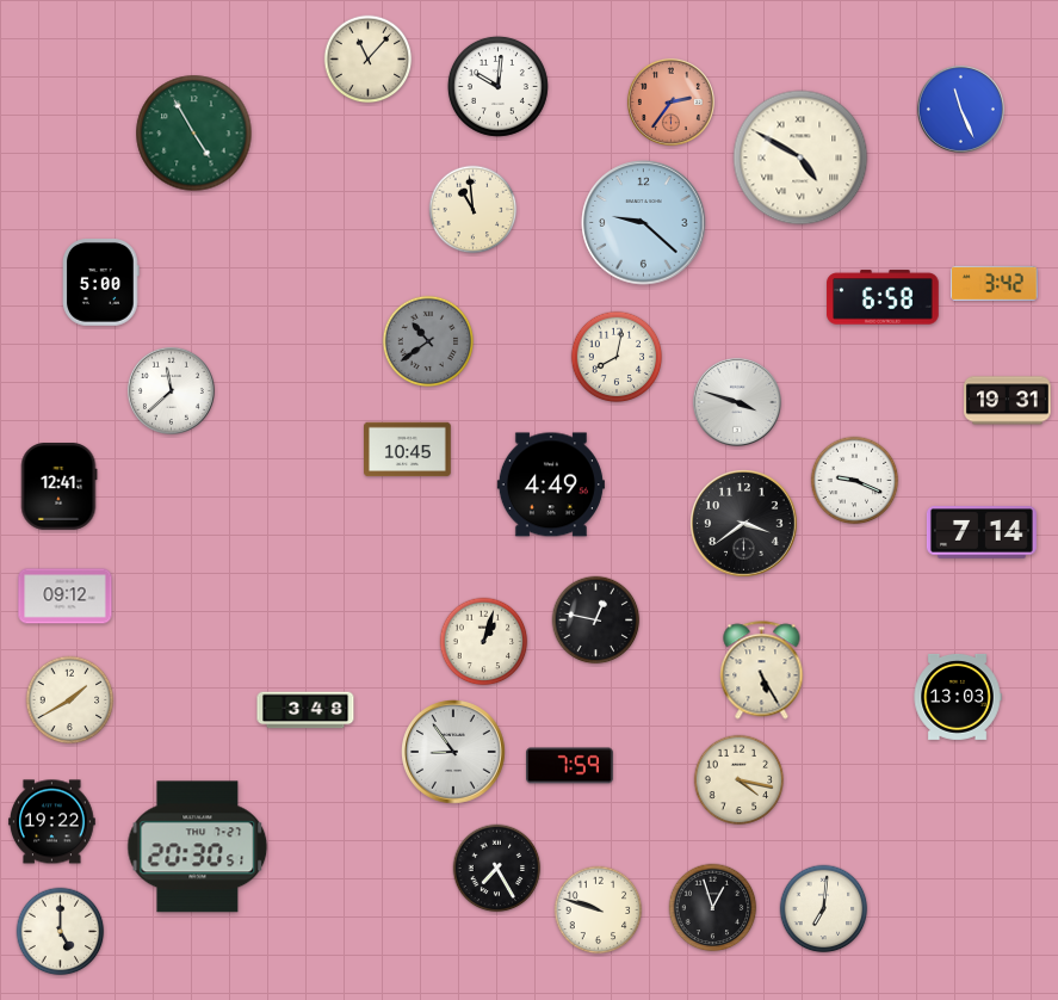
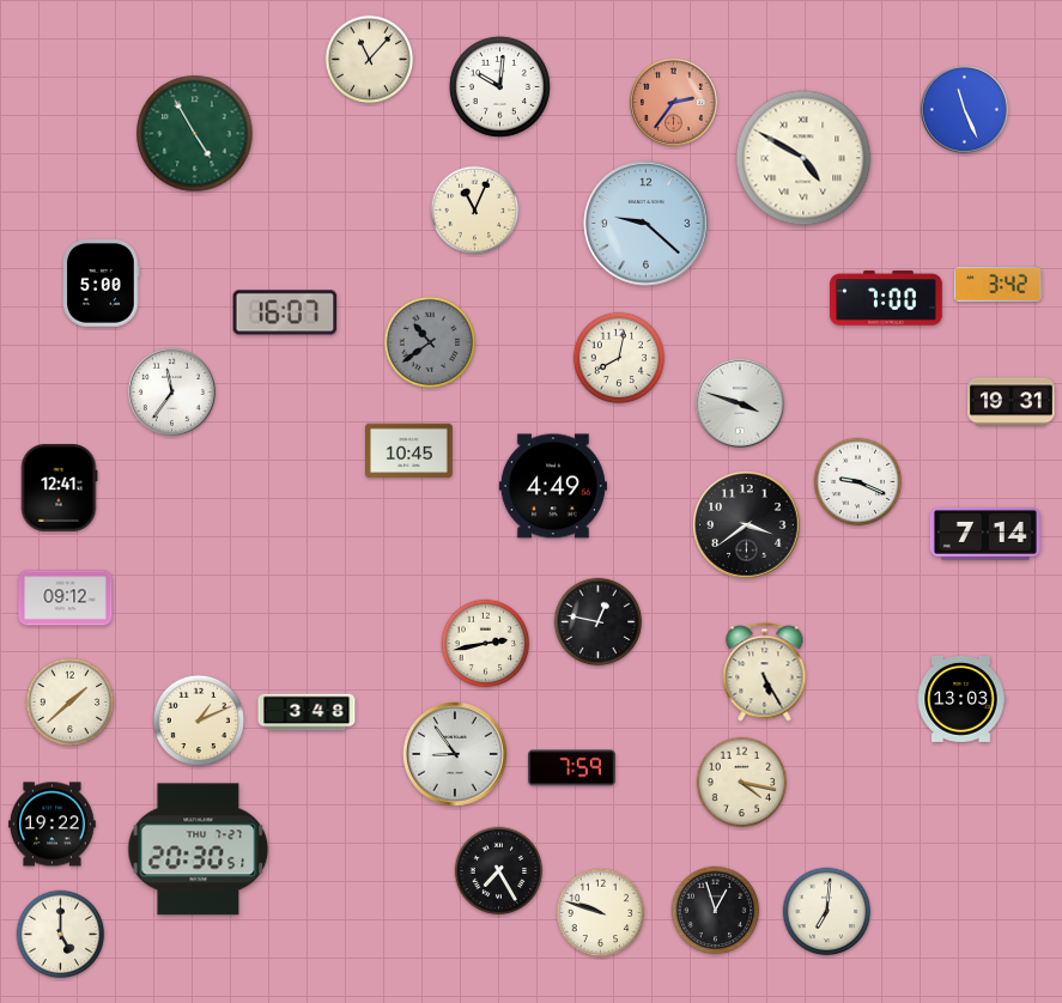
clock at (474, 210): 10:59 -> 11:04
clock at (883, 297): 6:58 -> 7:00
clock at (285, 312): none -> 16:07
clock at (171, 390): 11:38 -> 11:36
clock at (484, 642): 1:03 -> 2:43
clock at (70, 700): 1:40 -> 1:38
clock at (199, 721): none -> 1:11
